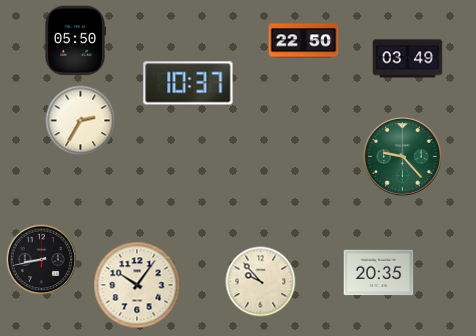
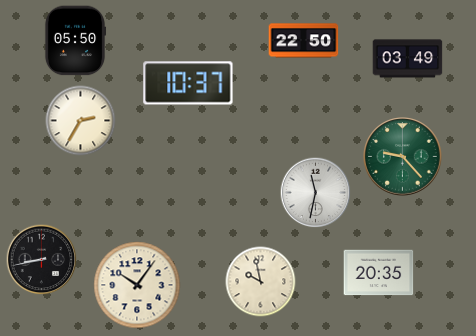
clock at (316, 193): none -> 11:32
clock at (261, 282): 9:53 -> 9:58
